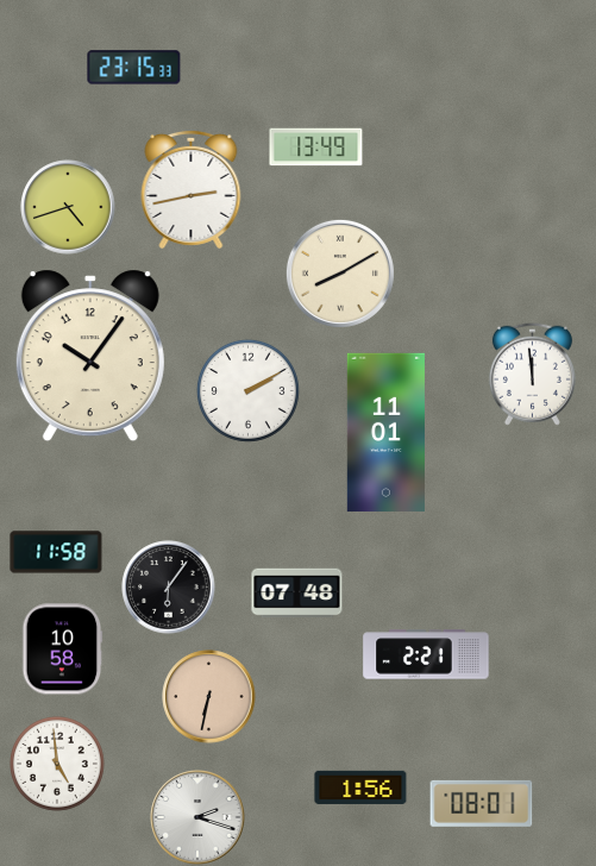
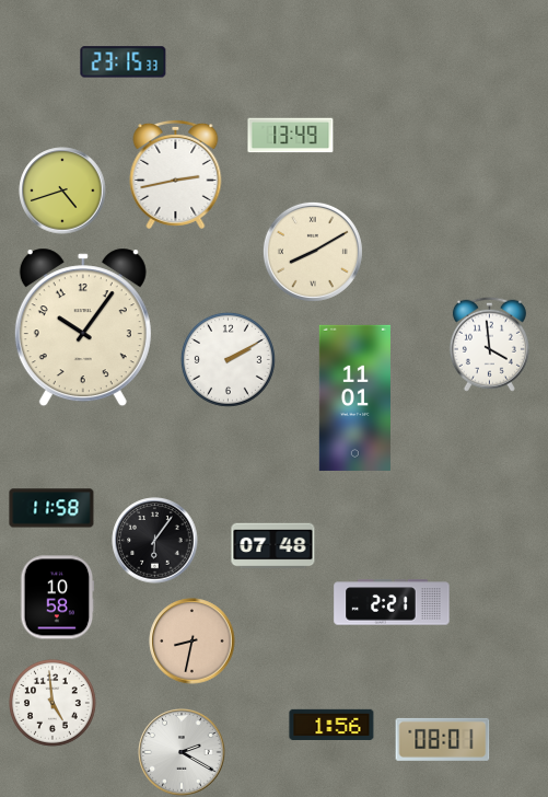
clock at (532, 374): 11:59 -> 3:59
clock at (209, 697): 6:32 -> 8:32
clock at (197, 817): 2:18 -> 2:20
